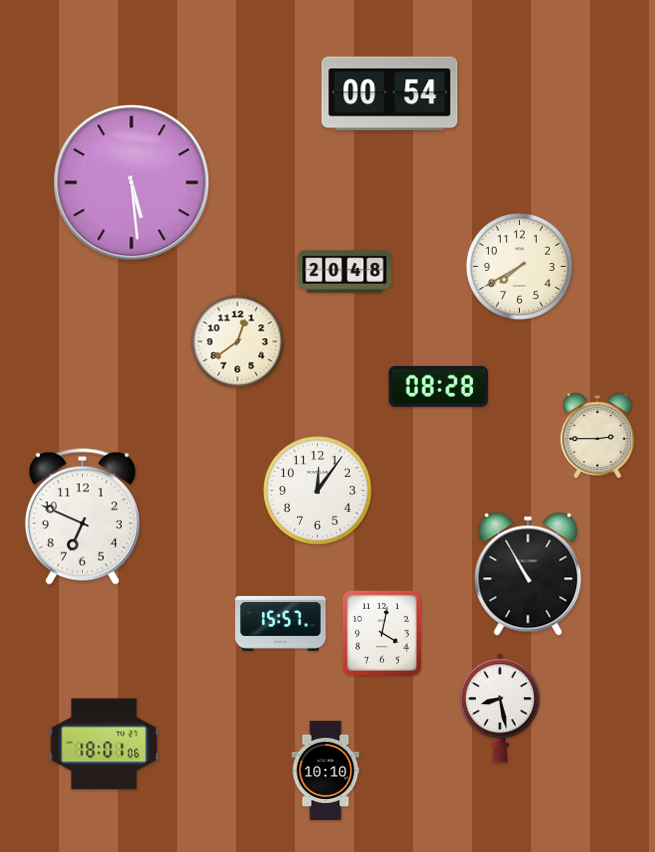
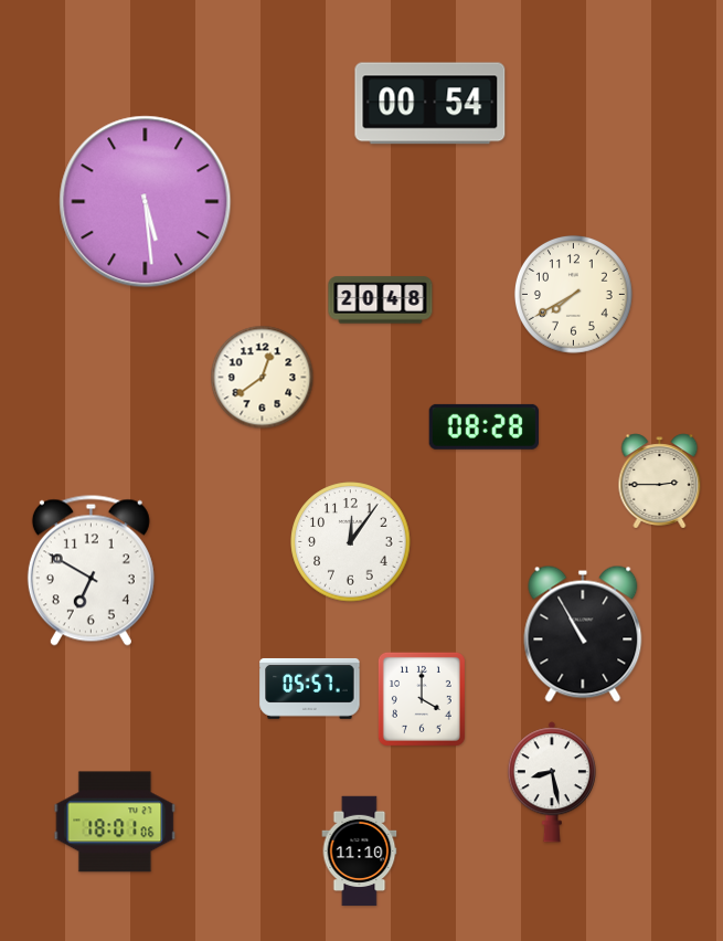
clock at (82, 516): 6:49 -> 6:50
clock at (281, 623): 15:57 -> 05:57
clock at (382, 633): 4:02 -> 4:00
clock at (326, 771): 10:10 -> 11:10
